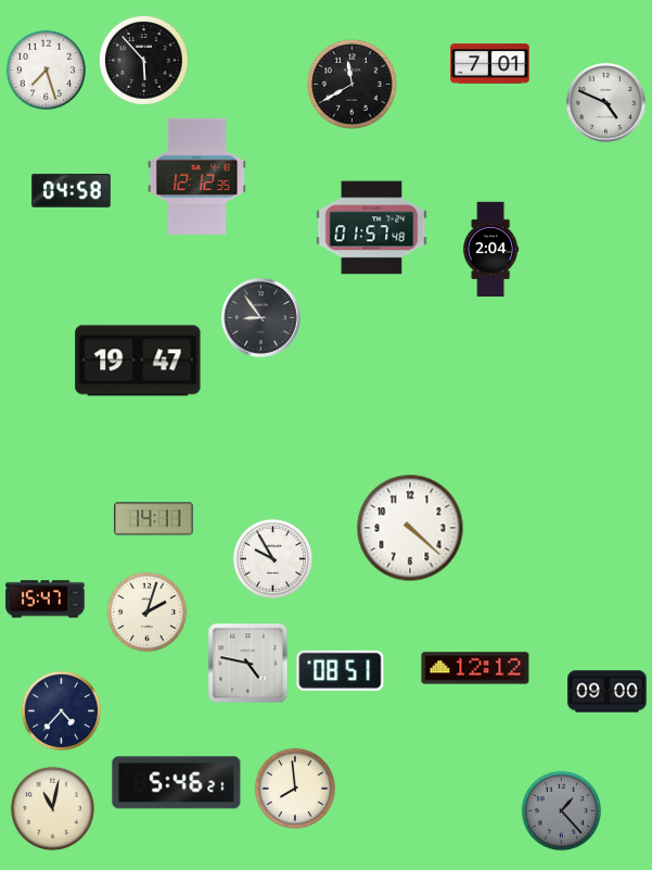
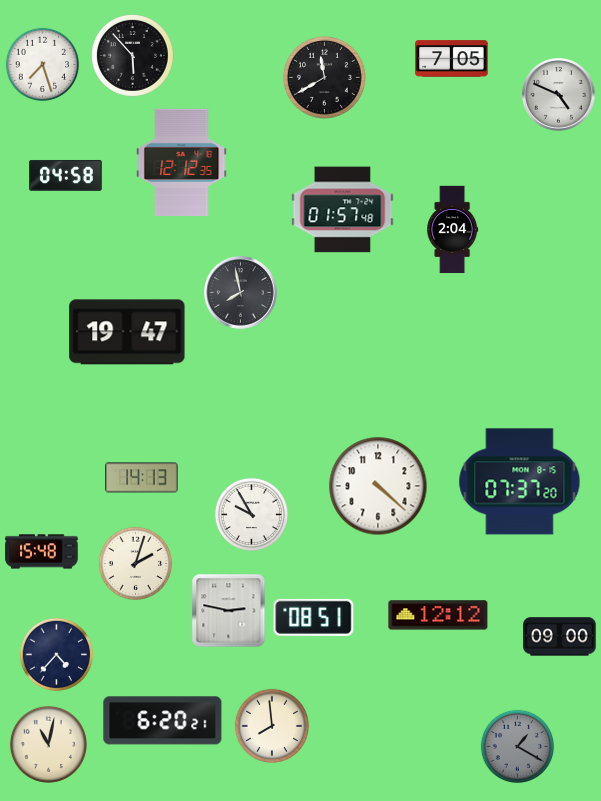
clock at (490, 64): 7:01 -> 7:05
clock at (261, 318): 8:54 -> 7:58
clock at (154, 519): 14:11 -> 14:13
clock at (520, 482): none -> 07:37
clock at (46, 600): 15:47 -> 15:48
clock at (248, 664): 4:47 -> 2:47
clock at (177, 783): 5:46 -> 6:20
clock at (562, 811): 1:23 -> 1:20
